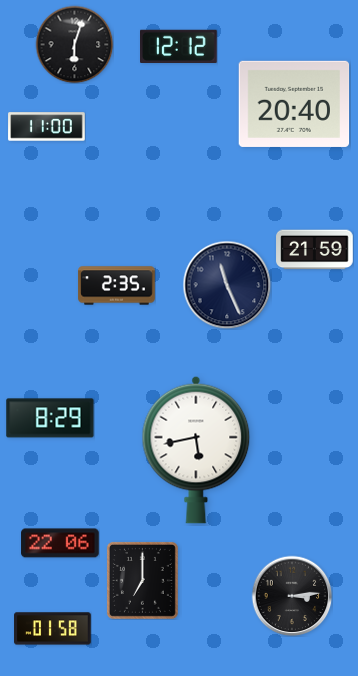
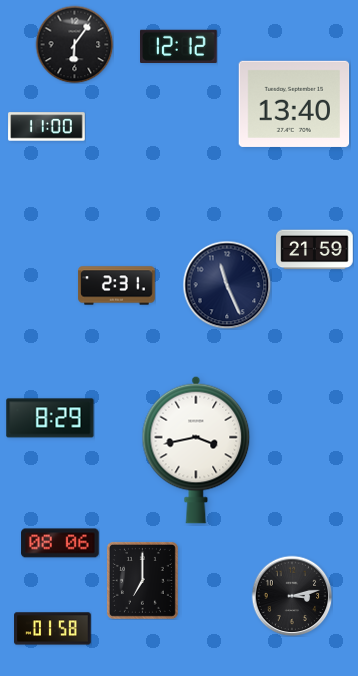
clock at (74, 44): 6:03 -> 6:06
clock at (294, 104): 20:40 -> 13:40
clock at (117, 286): 2:35 -> 2:31
clock at (196, 450): 5:43 -> 3:43
clock at (60, 543): 22:06 -> 08:06
clock at (292, 596): 3:14 -> 3:13
